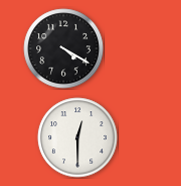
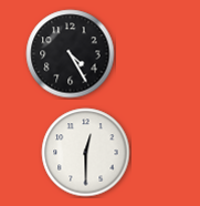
clock at (64, 49): 4:20 -> 4:25
